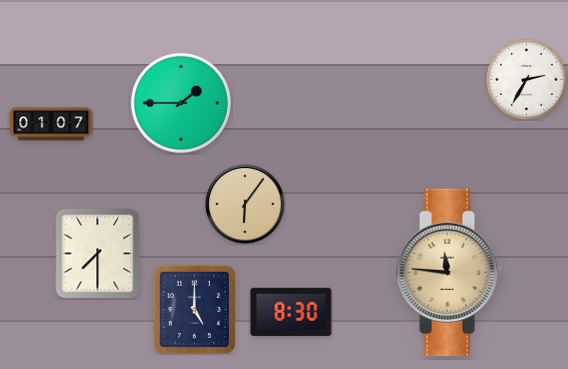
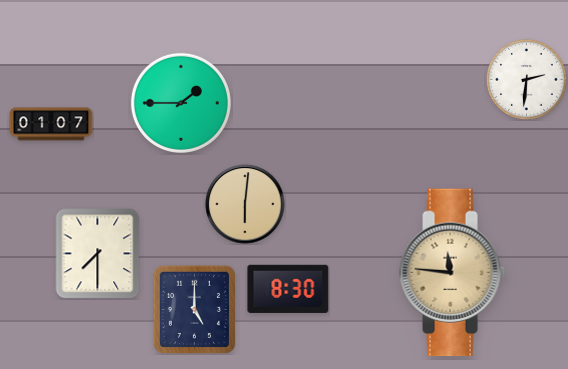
clock at (526, 79): 2:35 -> 2:31
clock at (245, 204): 6:06 -> 6:01
clock at (450, 273) position: (450, 273) -> (453, 273)
clock at (291, 312) position: (291, 312) -> (288, 289)
